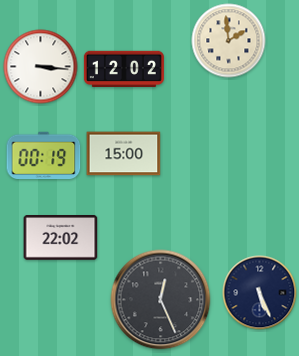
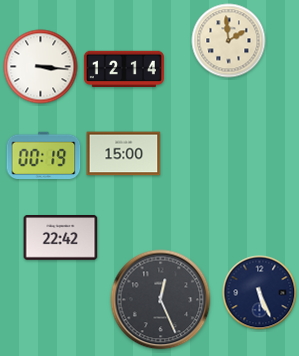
clock at (124, 68): 12:02 -> 12:14
clock at (61, 238): 22:02 -> 22:42
